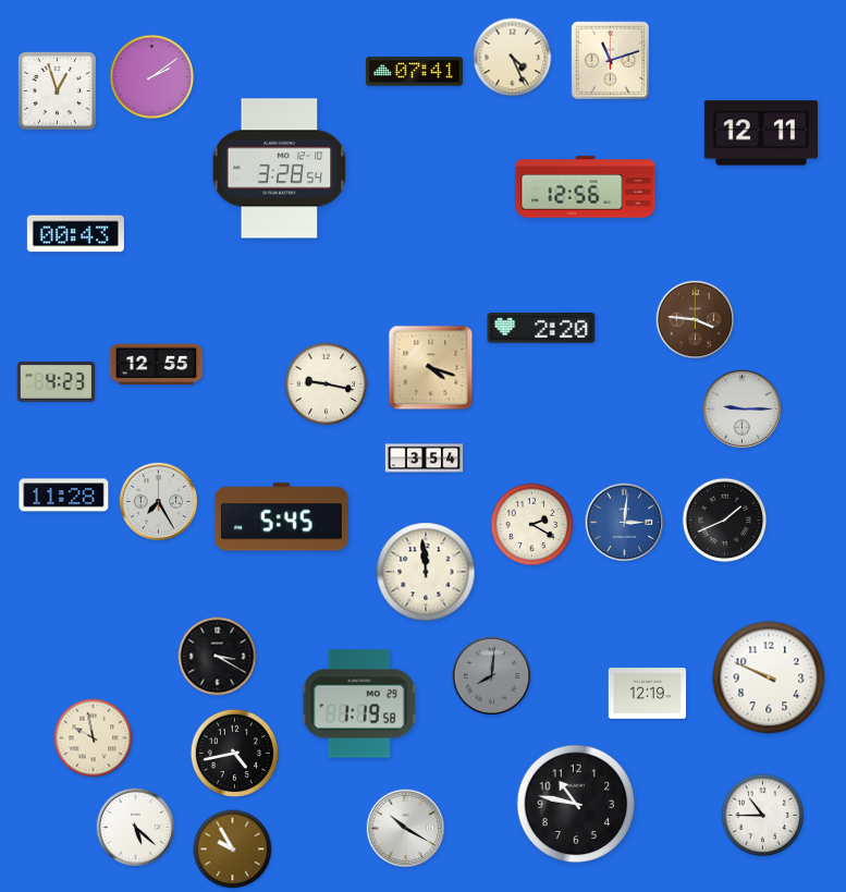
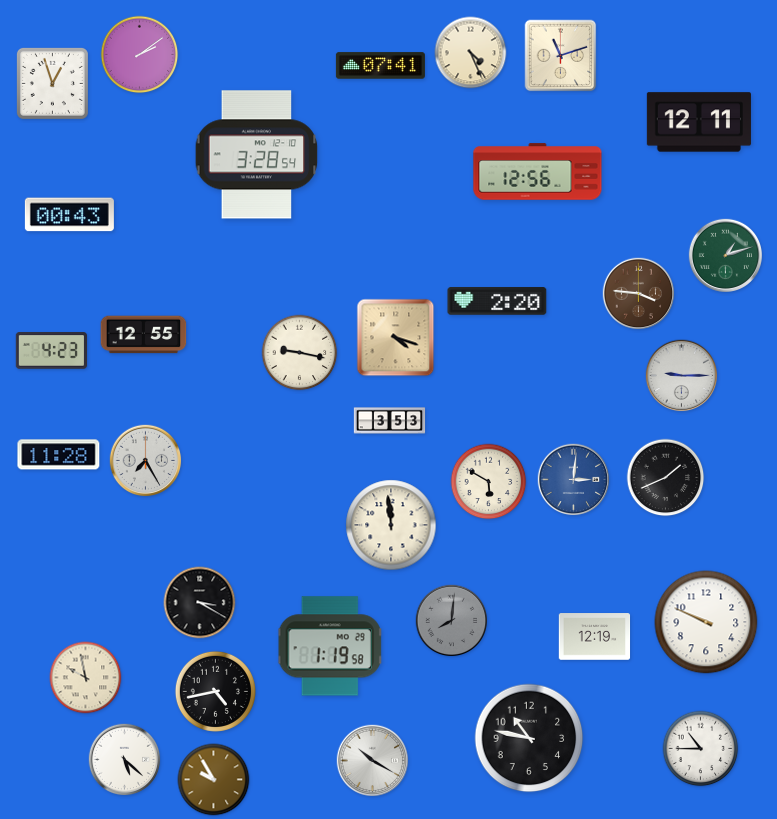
clock at (152, 77) position: (152, 77) -> (140, 55)
clock at (725, 255): none -> 1:12
clock at (425, 459): 3:54 -> 3:53
clock at (281, 517): 5:45 -> none
clock at (532, 525): 2:20 -> 5:50
